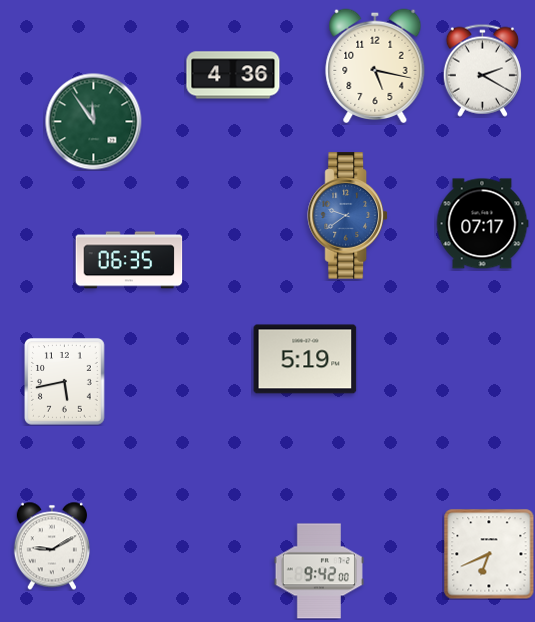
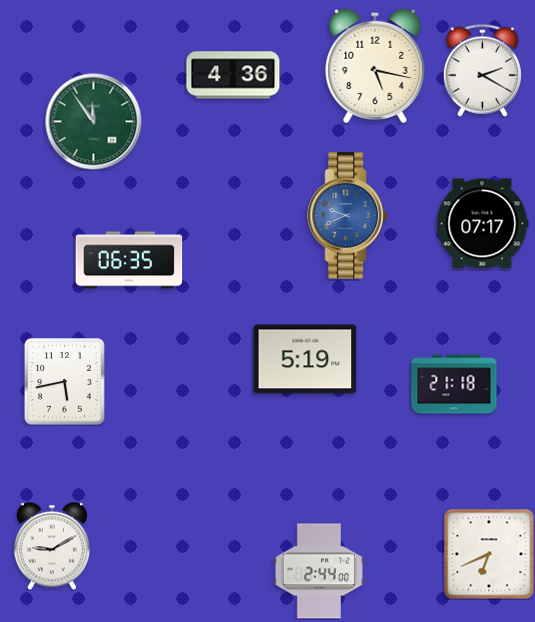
clock at (347, 216): 9:39 -> 9:41
clock at (454, 384): none -> 21:18
clock at (318, 571): 9:42 -> 2:44
